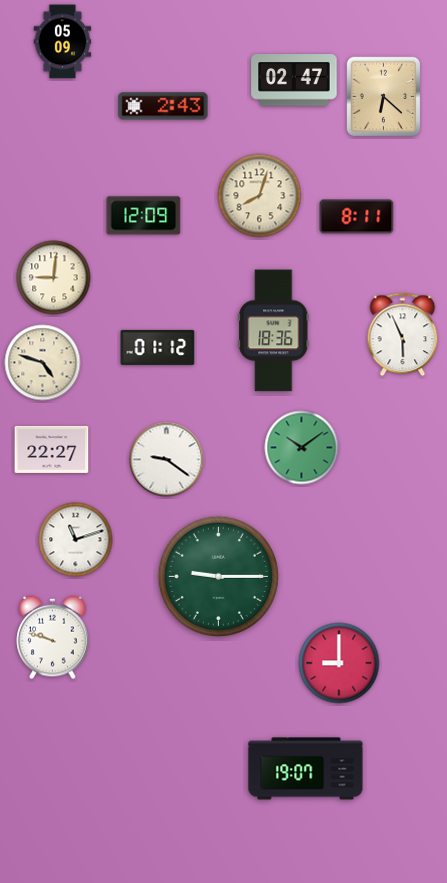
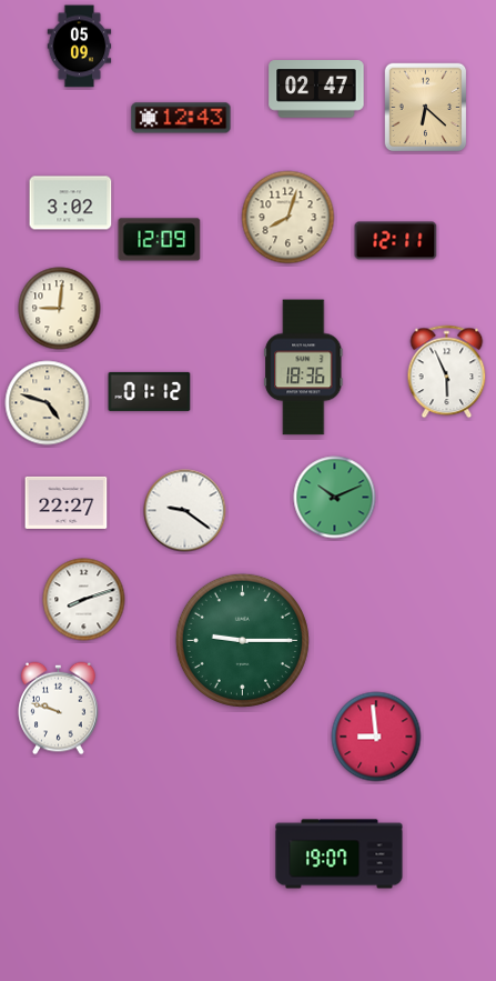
clock at (63, 42) position: (63, 42) -> (80, 47)
clock at (294, 80) position: (294, 80) -> (316, 89)
clock at (163, 106): 2:43 -> 12:43
clock at (71, 203): none -> 3:02
clock at (357, 217): 8:11 -> 12:11
clock at (158, 347) position: (158, 347) -> (150, 391)
clock at (302, 448): 10:09 -> 10:11
clock at (52, 449) position: (52, 449) -> (67, 502)
clock at (76, 540): 11:12 -> 8:12
clock at (339, 663): 9:00 -> 8:59
